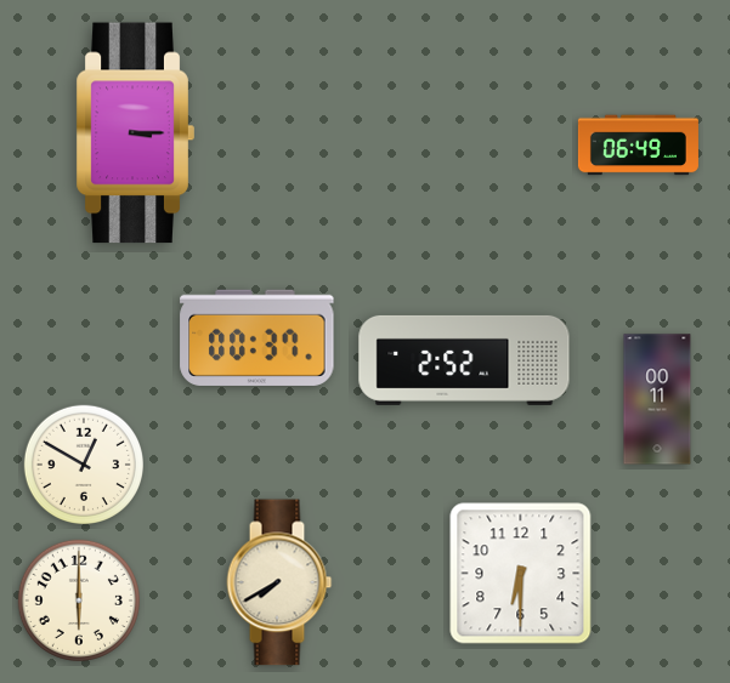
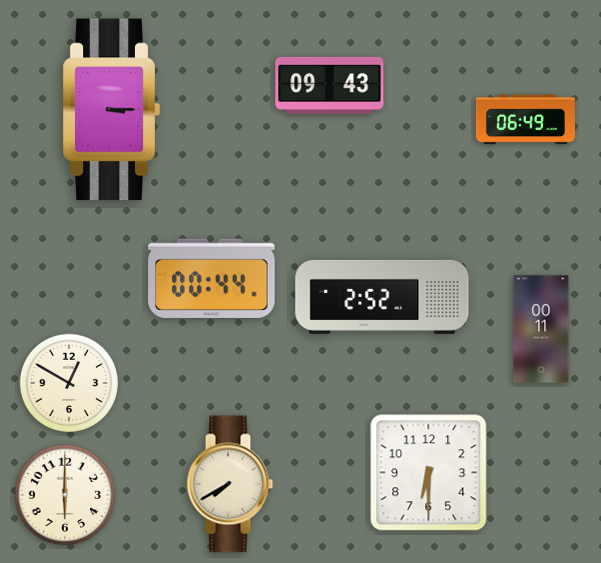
clock at (330, 85): none -> 09:43
clock at (258, 337): 00:37 -> 00:44
clock at (279, 582) position: (279, 582) -> (230, 484)
